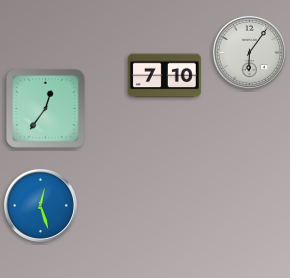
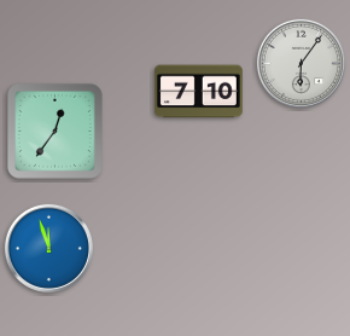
clock at (40, 205): 12:27 -> 11:57
